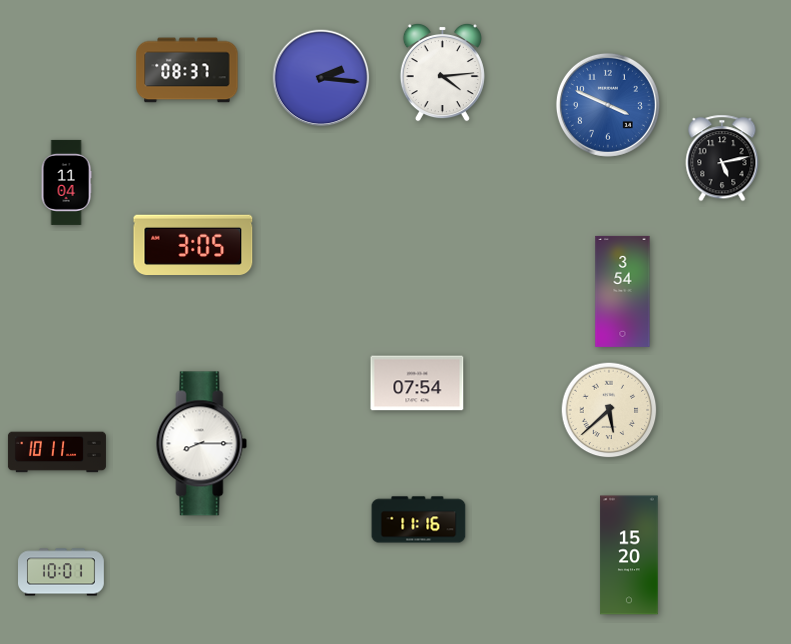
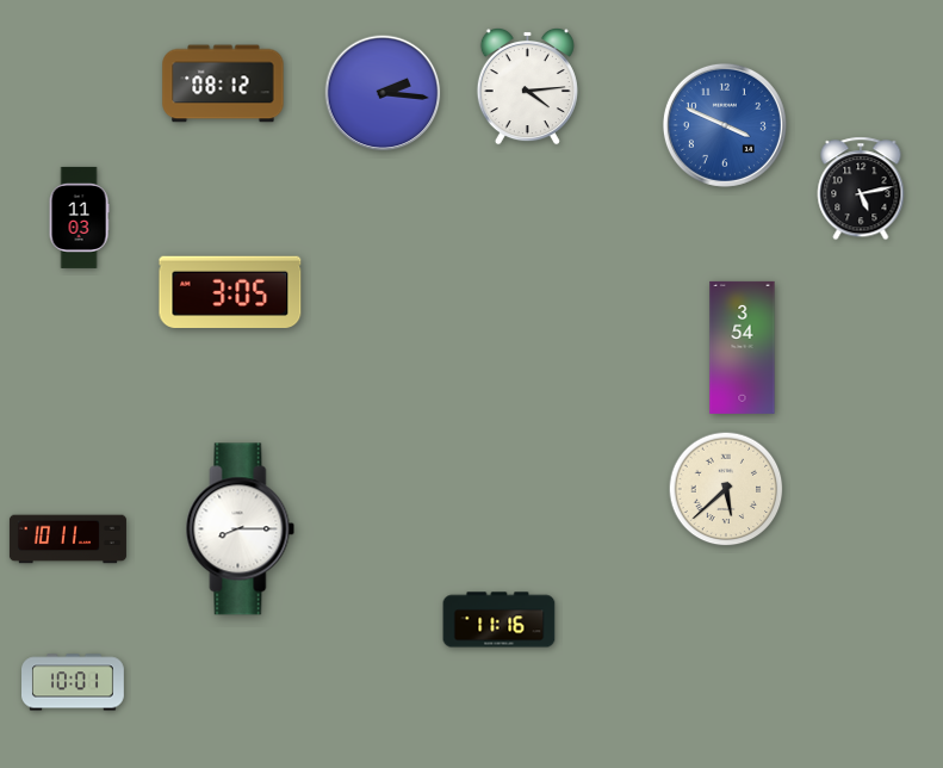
clock at (187, 70): 08:37 -> 08:12
clock at (66, 182): 11:04 -> 11:03
clock at (417, 383): 07:54 -> none
clock at (629, 555): 15:20 -> none
